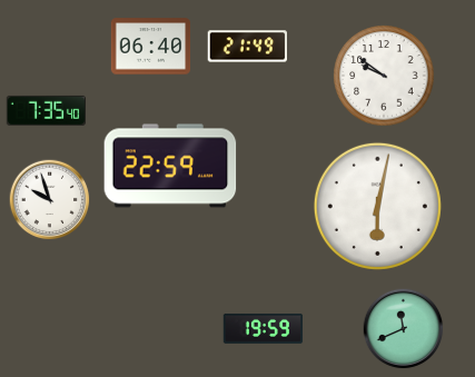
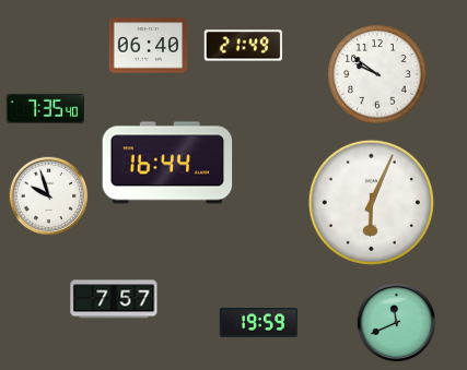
clock at (170, 166): 22:59 -> 16:44
clock at (377, 206): 6:02 -> 6:04
clock at (114, 299): none -> 7:57
